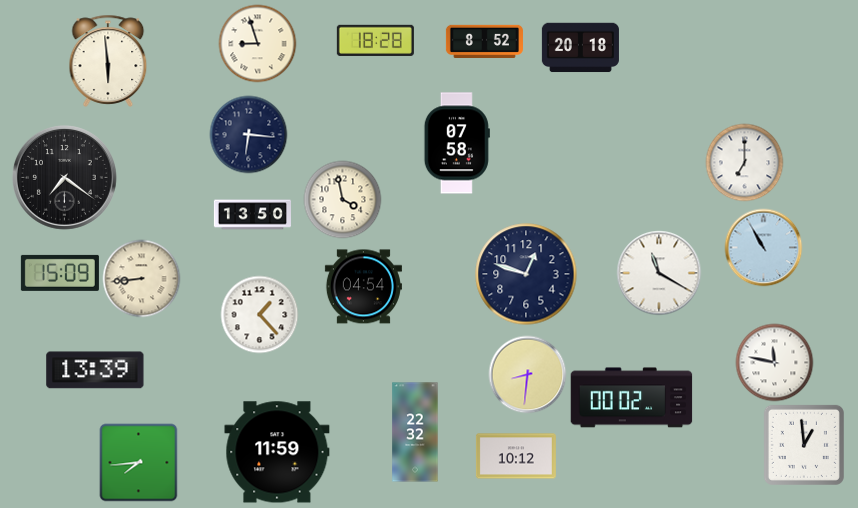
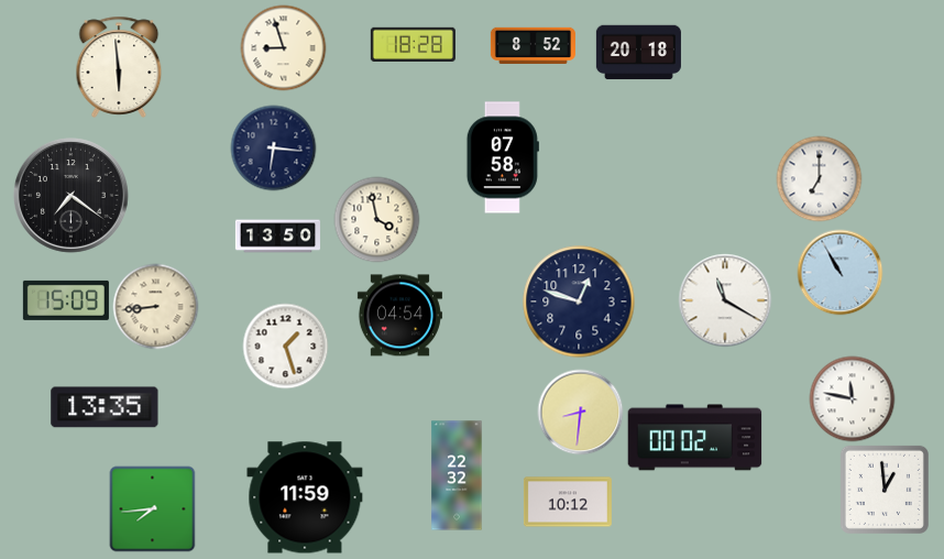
clock at (259, 314): 1:23 -> 1:27
clock at (95, 370): 13:39 -> 13:35
